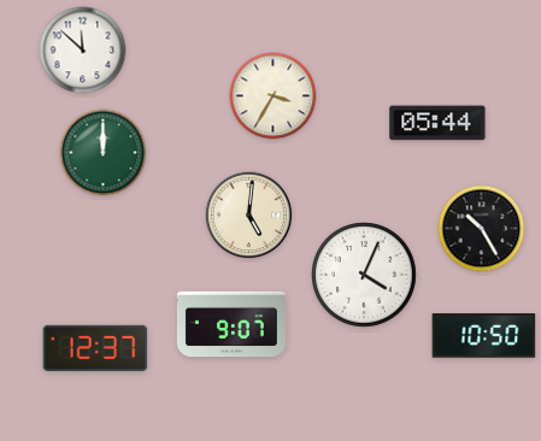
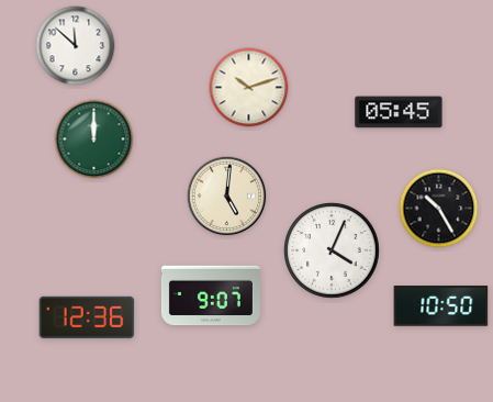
clock at (274, 96): 3:35 -> 10:12
clock at (437, 123): 05:44 -> 05:45
clock at (95, 347): 12:37 -> 12:36
